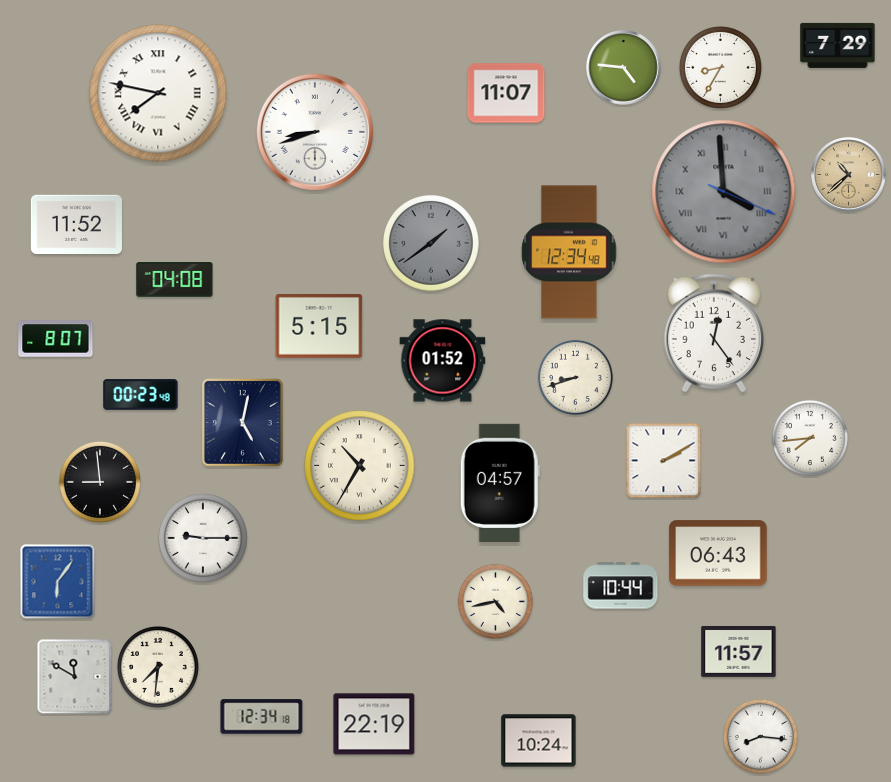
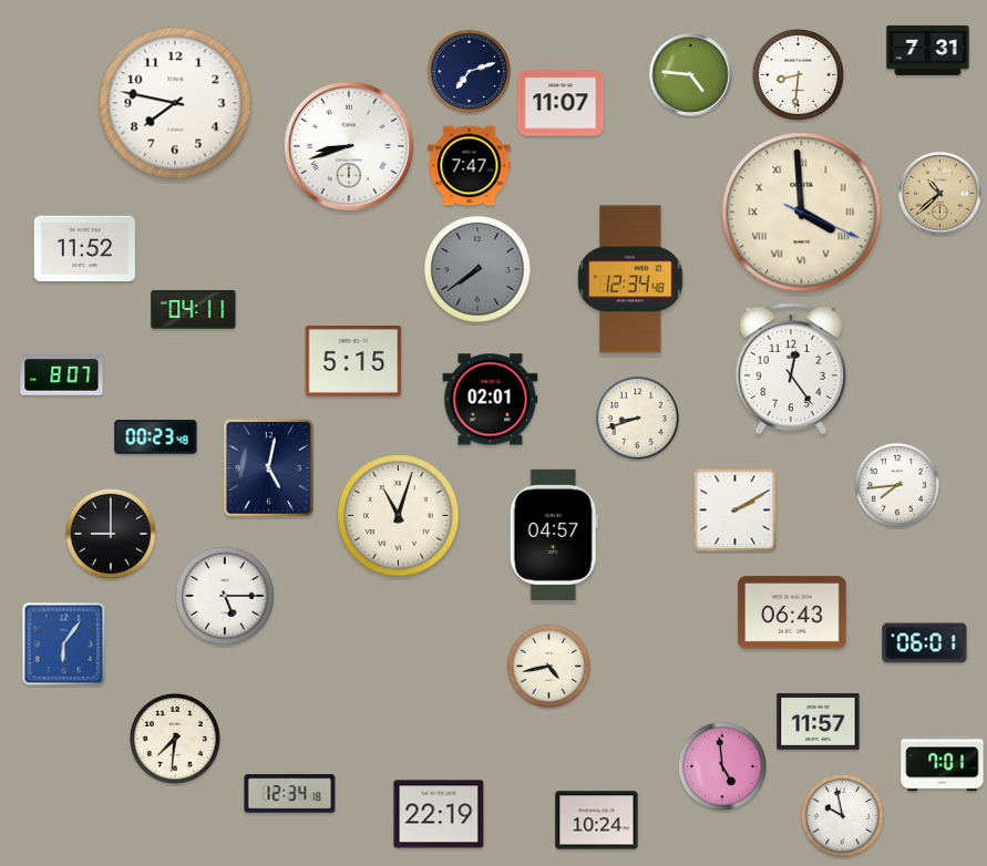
clock at (838, 45): 7:29 -> 7:31
clock at (469, 71): none -> 7:12
clock at (720, 67): 8:35 -> 8:31
clock at (158, 93) numerals: Roman -> Arabic
clock at (470, 166): none -> 7:47
clock at (724, 192) dial: grey -> cream
clock at (432, 244): 1:39 -> 7:39
clock at (175, 280): 04:08 -> 04:11
clock at (443, 361): 01:52 -> 02:01
clock at (360, 466): 10:35 -> 11:03
clock at (100, 482): 8:59 -> 9:00
clock at (203, 538): 9:15 -> 5:15
clock at (718, 553) position: (718, 553) -> (792, 612)
clock at (925, 643): none -> 06:01
clock at (621, 586): 10:44 -> none
clock at (75, 677): 11:50 -> none
clock at (943, 764): none -> 7:01
clock at (722, 766): none -> 4:59
clock at (374, 724) position: (374, 724) -> (439, 814)
clock at (760, 736): 8:16 -> 9:58
